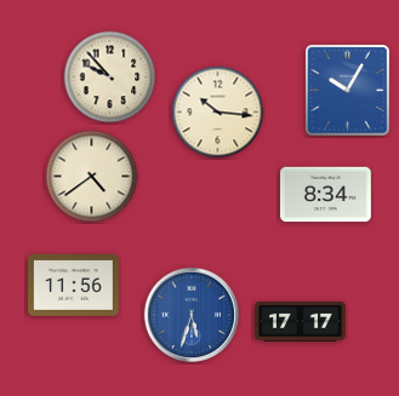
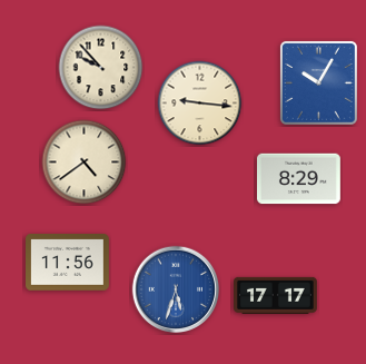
clock at (110, 78) position: (110, 78) -> (101, 68)
clock at (218, 113): 10:16 -> 9:16
clock at (326, 195): 8:34 -> 8:29
